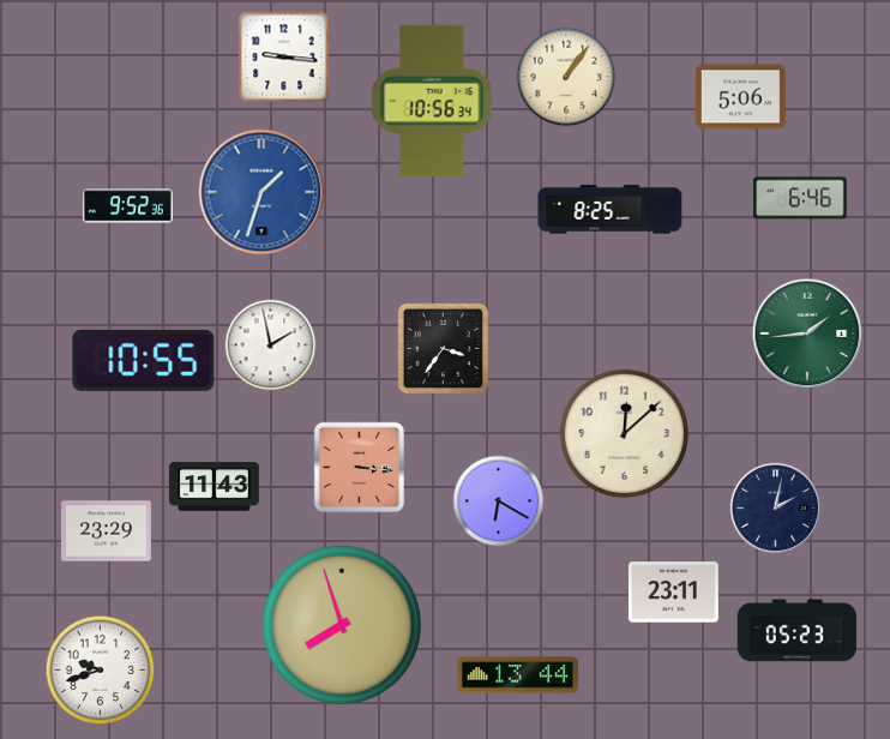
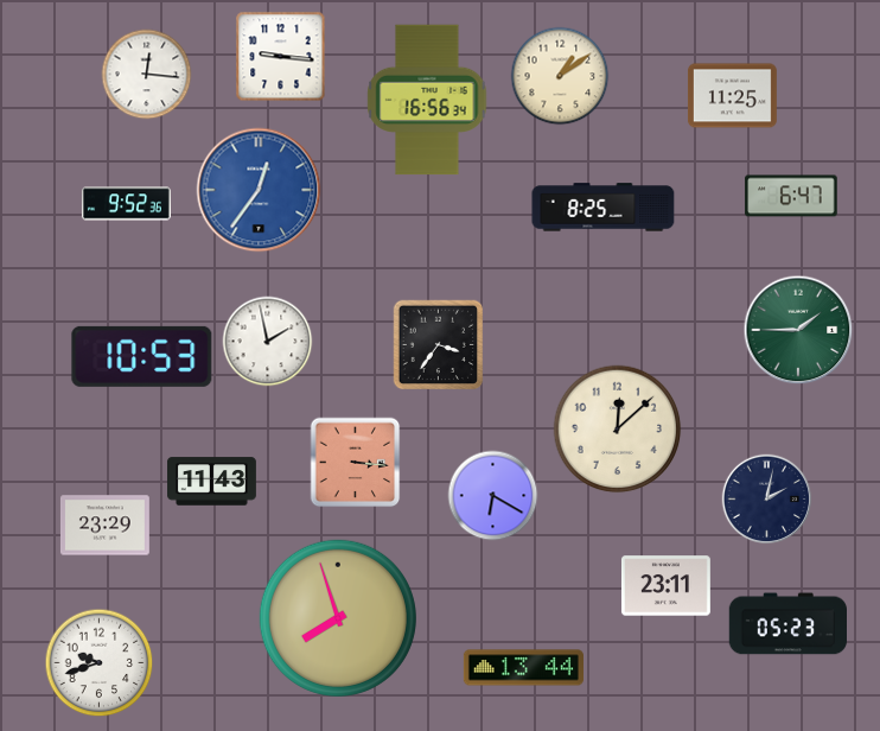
clock at (147, 75): none -> 12:16
clock at (566, 77): 1:06 -> 1:09
clock at (740, 97): 5:06 -> 11:25
clock at (432, 101): 10:56 -> 16:56
clock at (261, 192): 1:33 -> 12:36
clock at (800, 198): 6:46 -> 6:47
clock at (807, 334): 1:44 -> 1:45
clock at (144, 360): 10:55 -> 10:53
clock at (776, 509) position: (776, 509) -> (767, 500)
clock at (517, 675) position: (517, 675) -> (523, 668)
